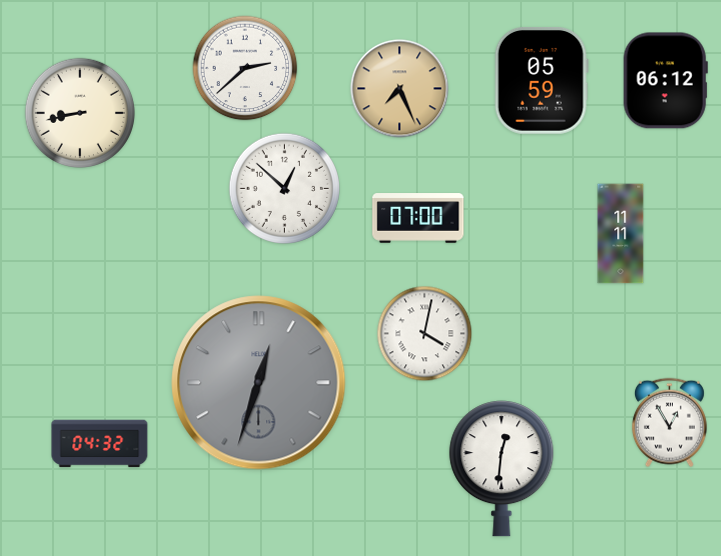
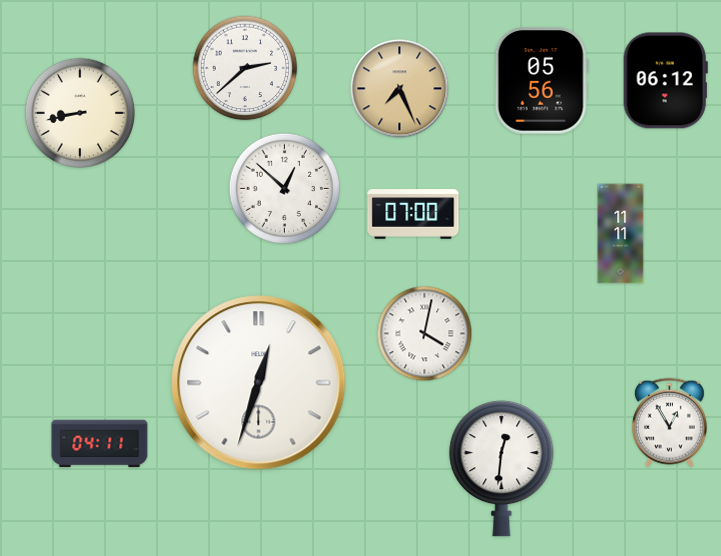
clock at (541, 81): 05:59 -> 05:56
clock at (418, 218) position: (418, 218) -> (413, 214)
clock at (259, 383) dial: grey -> white
clock at (100, 444): 04:32 -> 04:11
